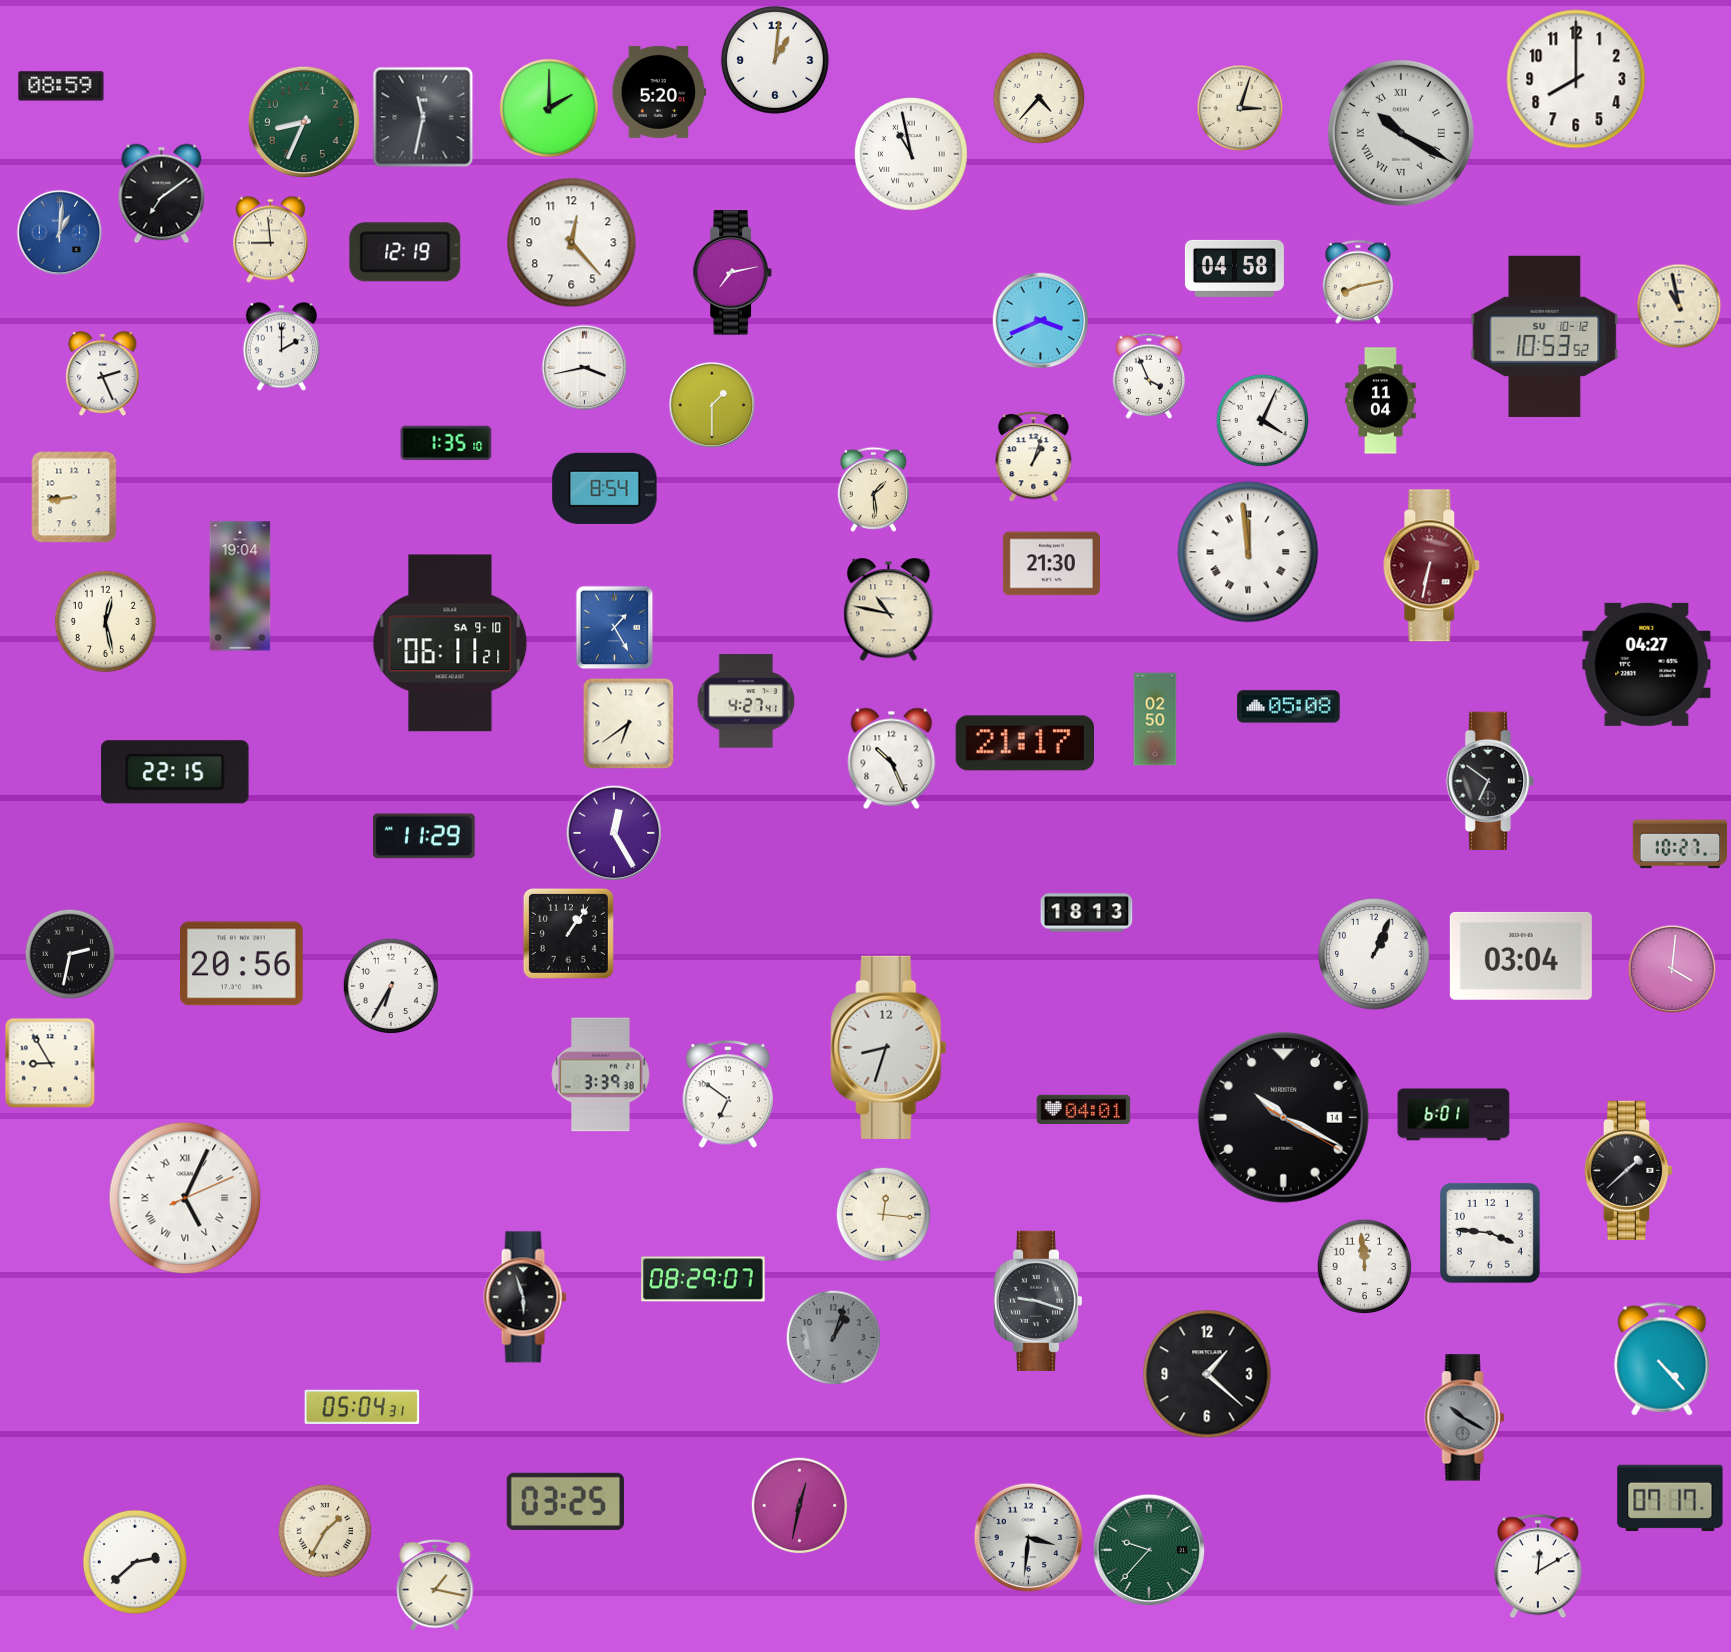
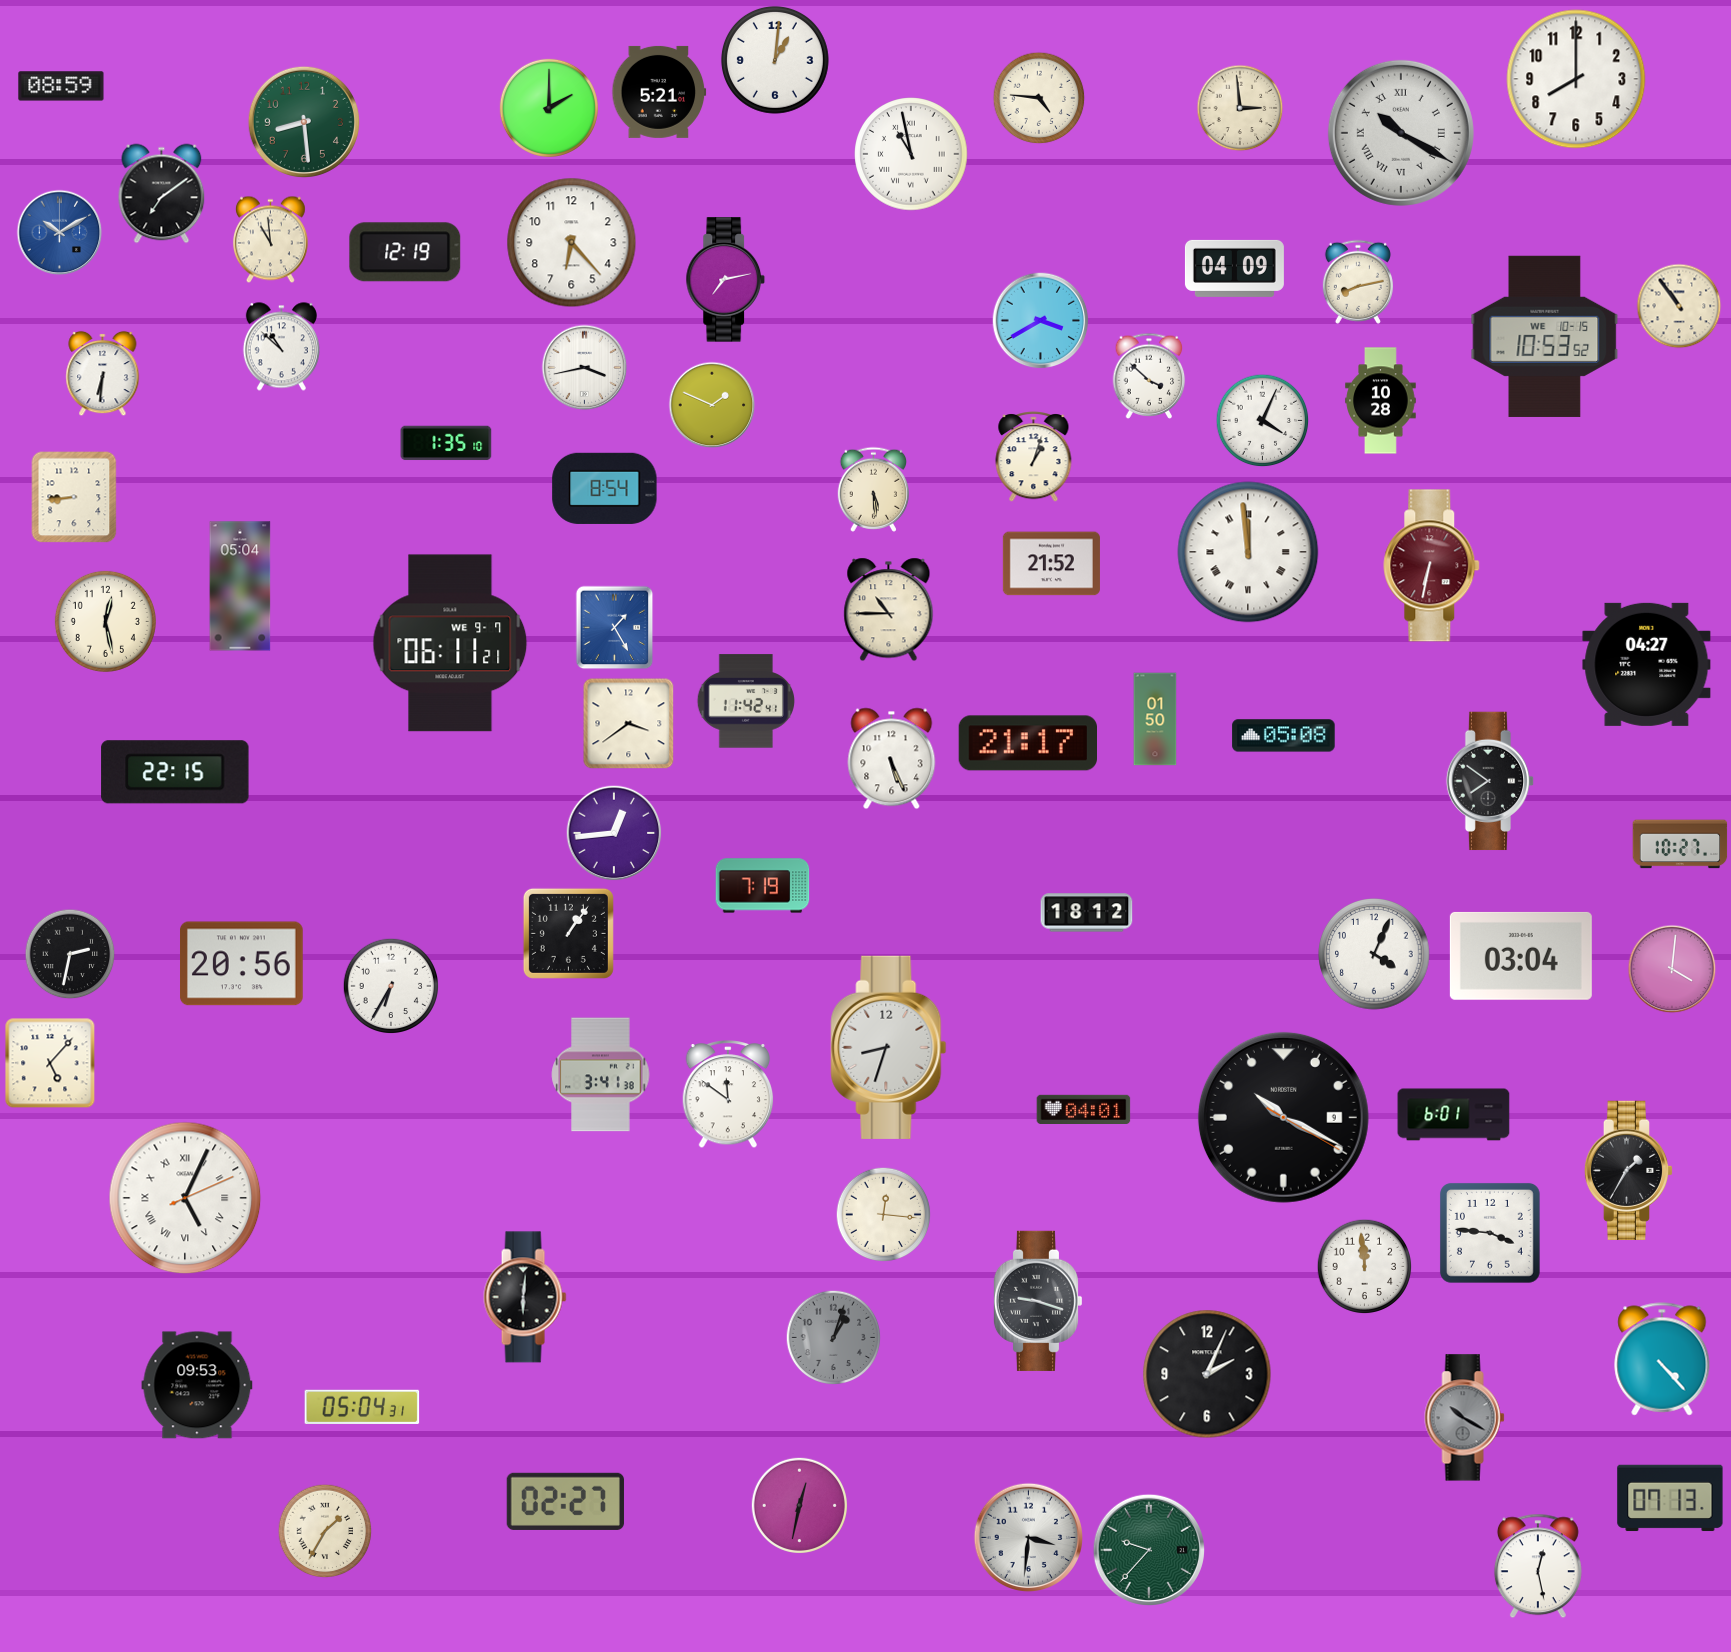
clock at (659, 92): 5:20 -> 5:21
clock at (1039, 98): 4:37 -> 4:46
clock at (1240, 108): 3:03 -> 2:59
clock at (423, 117): 11:32 -> none
clock at (303, 121): 8:34 -> 8:29
clock at (60, 233): 1:01 -> 10:10
clock at (270, 240): 8:59 -> 10:59
clock at (572, 243): 12:23 -> 6:23
clock at (1234, 268): 04:58 -> 04:09
clock at (733, 273) position: (733, 273) -> (726, 280)
clock at (1679, 306): 10:58 -> 10:54
clock at (1041, 321): 3:41 -> 3:40
clock at (1545, 336) date: SU 10-12 -> WE 10-15
clock at (281, 347): 2:00 -> 10:52
clock at (103, 374): 2:26 -> 6:31
clock at (1149, 376): 3:56 -> 3:52
clock at (1381, 401): 11:04 -> 10:28
clock at (712, 405): 1:30 -> 1:49
clock at (873, 489): 1:29 -> 5:29
clock at (1051, 564): 21:30 -> 21:52
clock at (240, 586): 19:04 -> 05:04
clock at (889, 610): 10:47 -> 10:45
clock at (450, 643) date: SA 9-10 -> WE 9-7
clock at (745, 701): 4:27 -> 11:42
clock at (1289, 707) position: (1289, 707) -> (1284, 736)
clock at (1155, 719): 02:50 -> 01:50
clock at (629, 724): 6:39 -> 3:39
clock at (1024, 743) position: (1024, 743) -> (1027, 743)
clock at (892, 759): 10:26 -> 5:26
clock at (1490, 781): 6:51 -> 7:51
clock at (614, 833): 12:25 -> 12:44
clock at (424, 836): 11:29 -> none
clock at (763, 886): none -> 7:19
clock at (1087, 913): 18:13 -> 18:12
clock at (1375, 955): 1:04 -> 4:04
clock at (50, 1063): 8:55 -> 5:07
clock at (601, 1075): 3:39 -> 3:41
clock at (728, 1095): 6:51 -> 11:51
clock at (1283, 1117) date: 14 -> 9
clock at (1629, 1170): 1:38 -> 1:35
clock at (703, 1279): 08:29 -> none
clock at (525, 1297): 5:57 -> 6:01
clock at (1207, 1374): 1:22 -> 2:04
clock at (197, 1385): none -> 09:53
clock at (1670, 1498): 07:17 -> 07:13
clock at (565, 1501): 03:25 -> 02:27
clock at (135, 1562): 2:38 -> none
clock at (1538, 1566): 12:10 -> 12:28
clock at (435, 1585): 1:17 -> none
